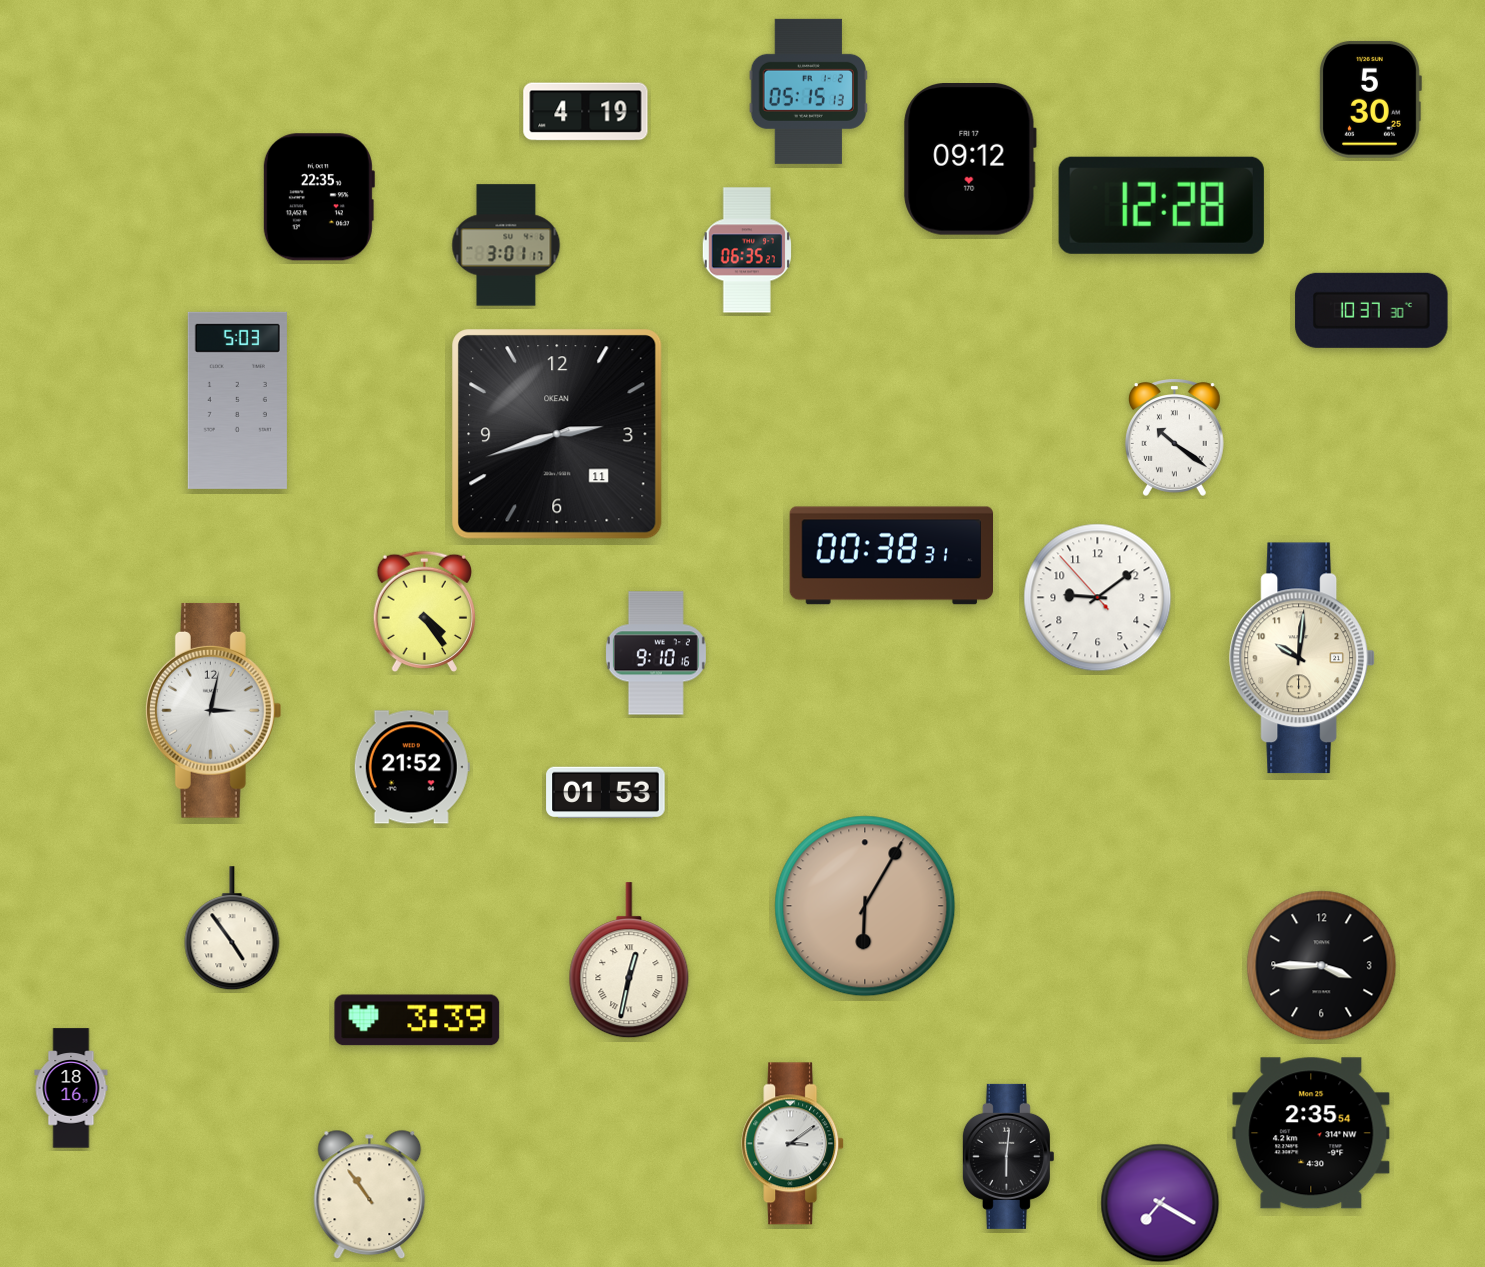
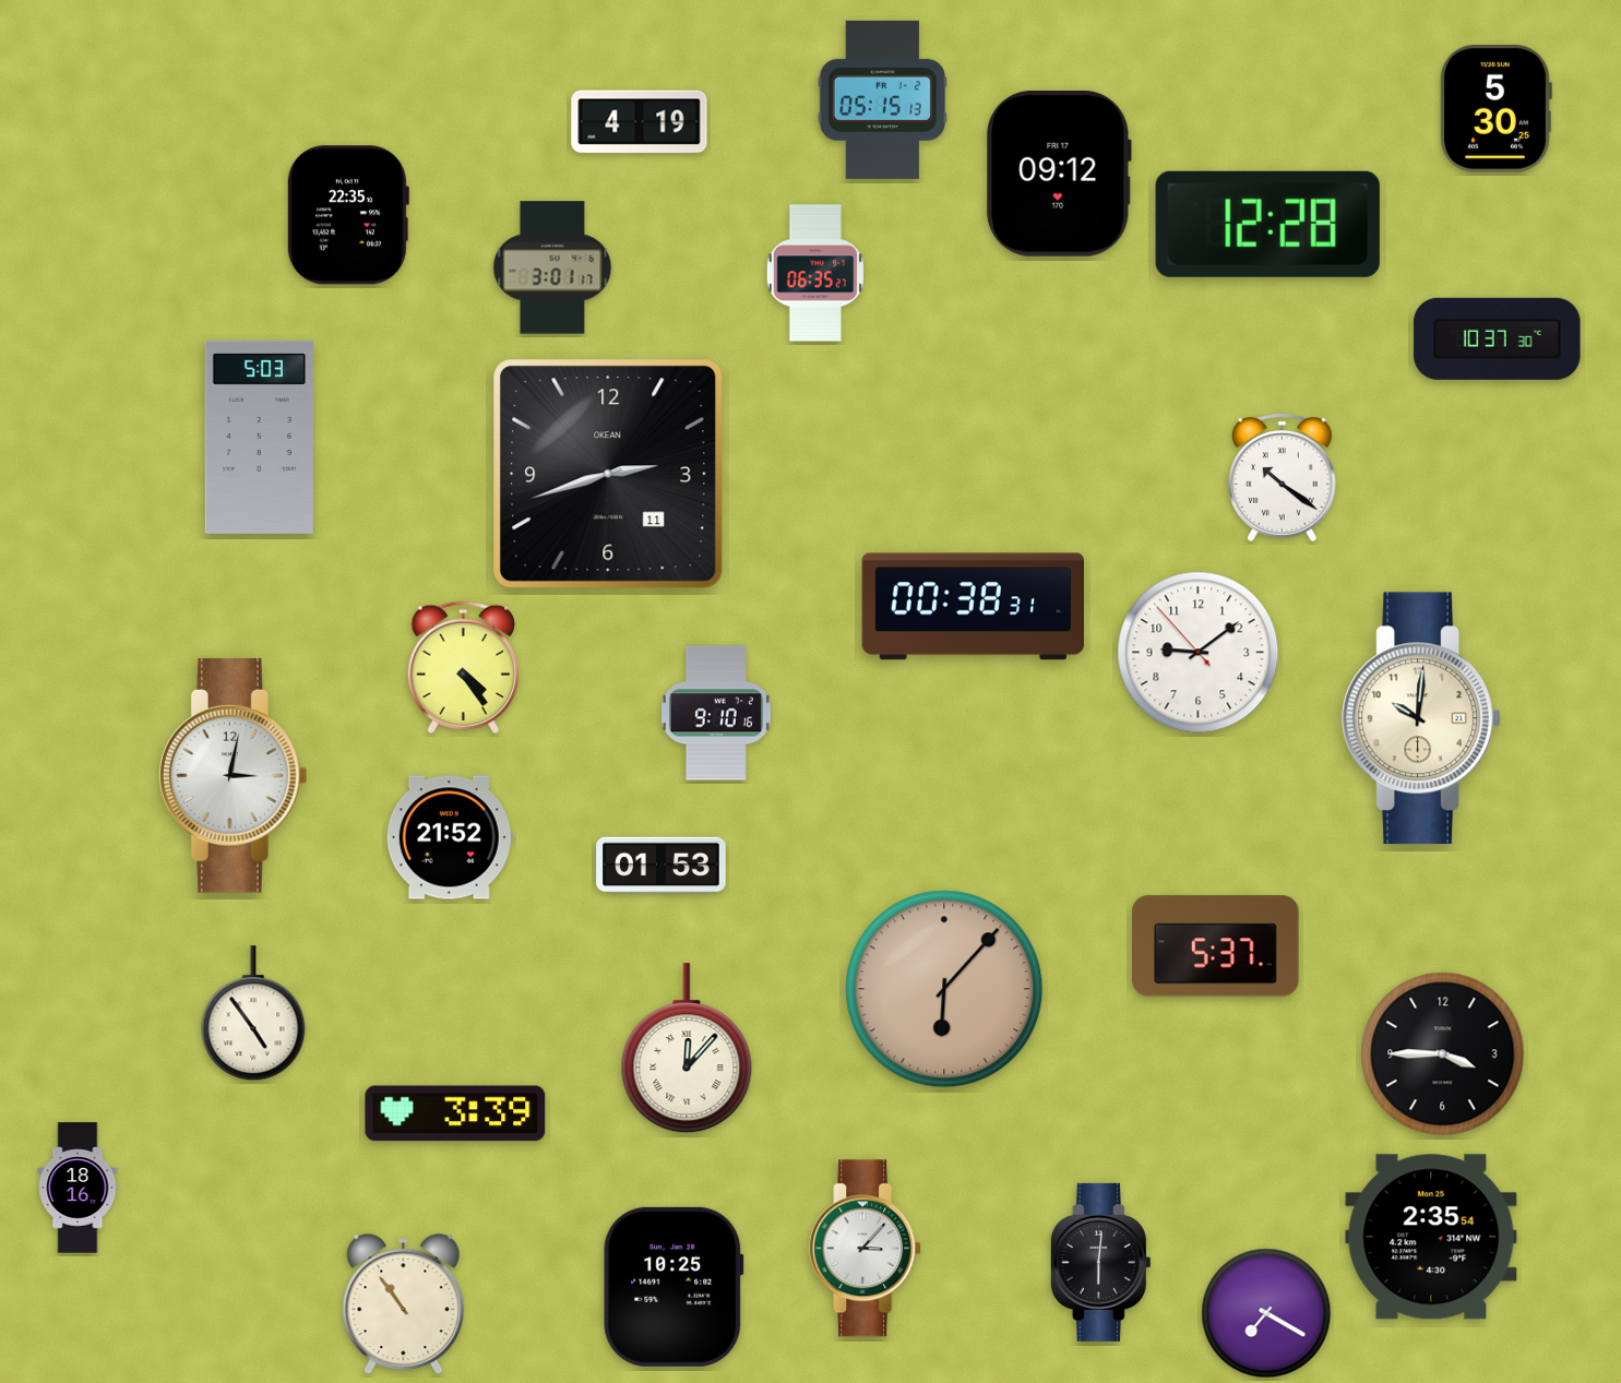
clock at (1216, 946): none -> 5:37
clock at (865, 906): 6:05 -> 6:07
clock at (629, 961): 12:32 -> 12:07
clock at (793, 1144): 3:09 -> 3:07
clock at (674, 1287): none -> 10:25
